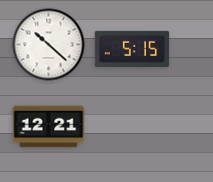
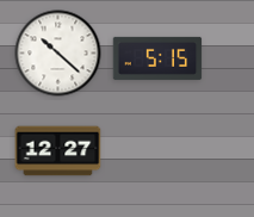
clock at (49, 127): 12:21 -> 12:27
